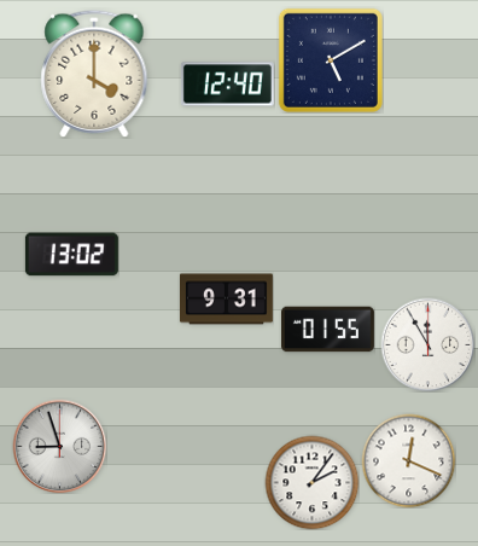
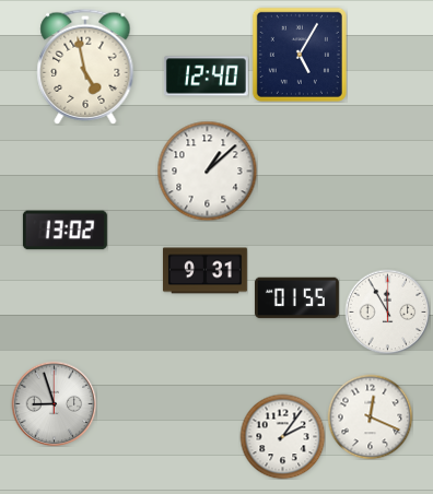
clock at (331, 60): 5:10 -> 5:05
clock at (94, 74): 4:00 -> 4:58
clock at (207, 170): none -> 1:08
